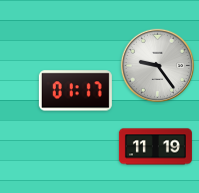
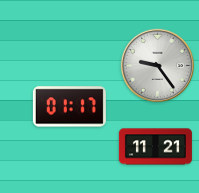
clock at (75, 91) position: (75, 91) -> (69, 107)
clock at (155, 147): 11:19 -> 11:21
